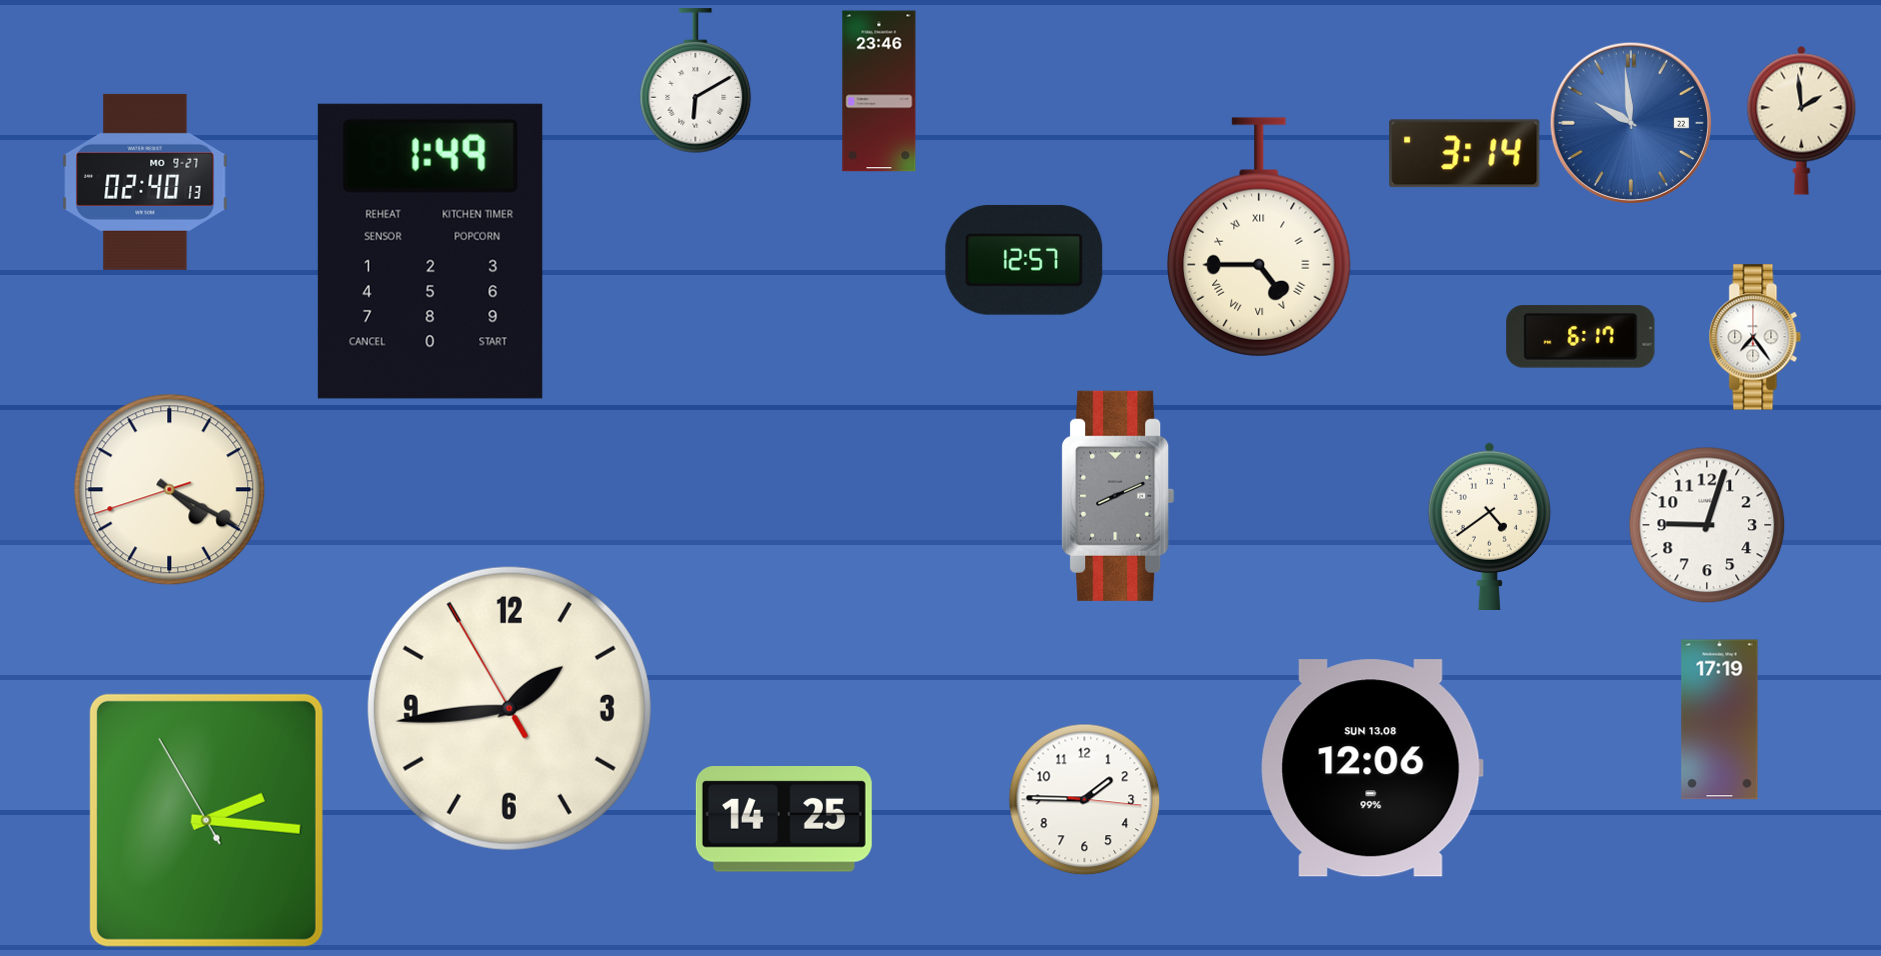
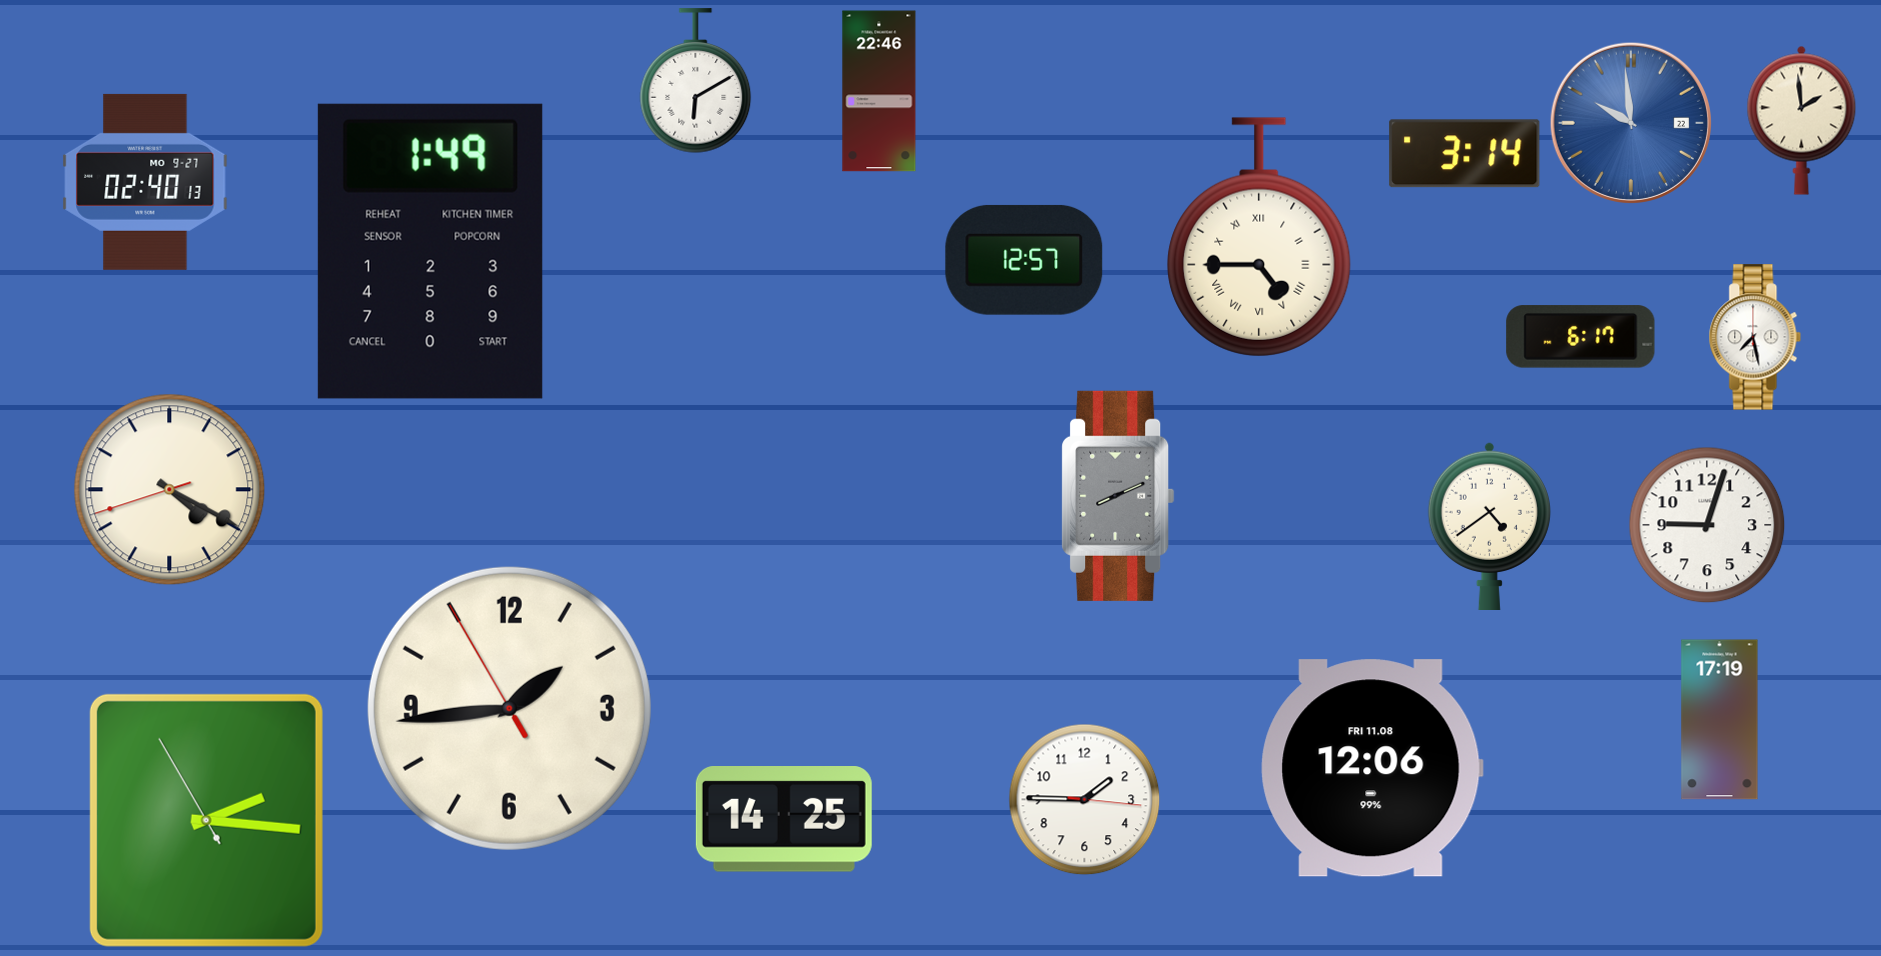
clock at (879, 91): 23:46 -> 22:46
clock at (1755, 337): 7:24 -> 7:28
clock at (1372, 768) date: SUN 13.08 -> FRI 11.08
